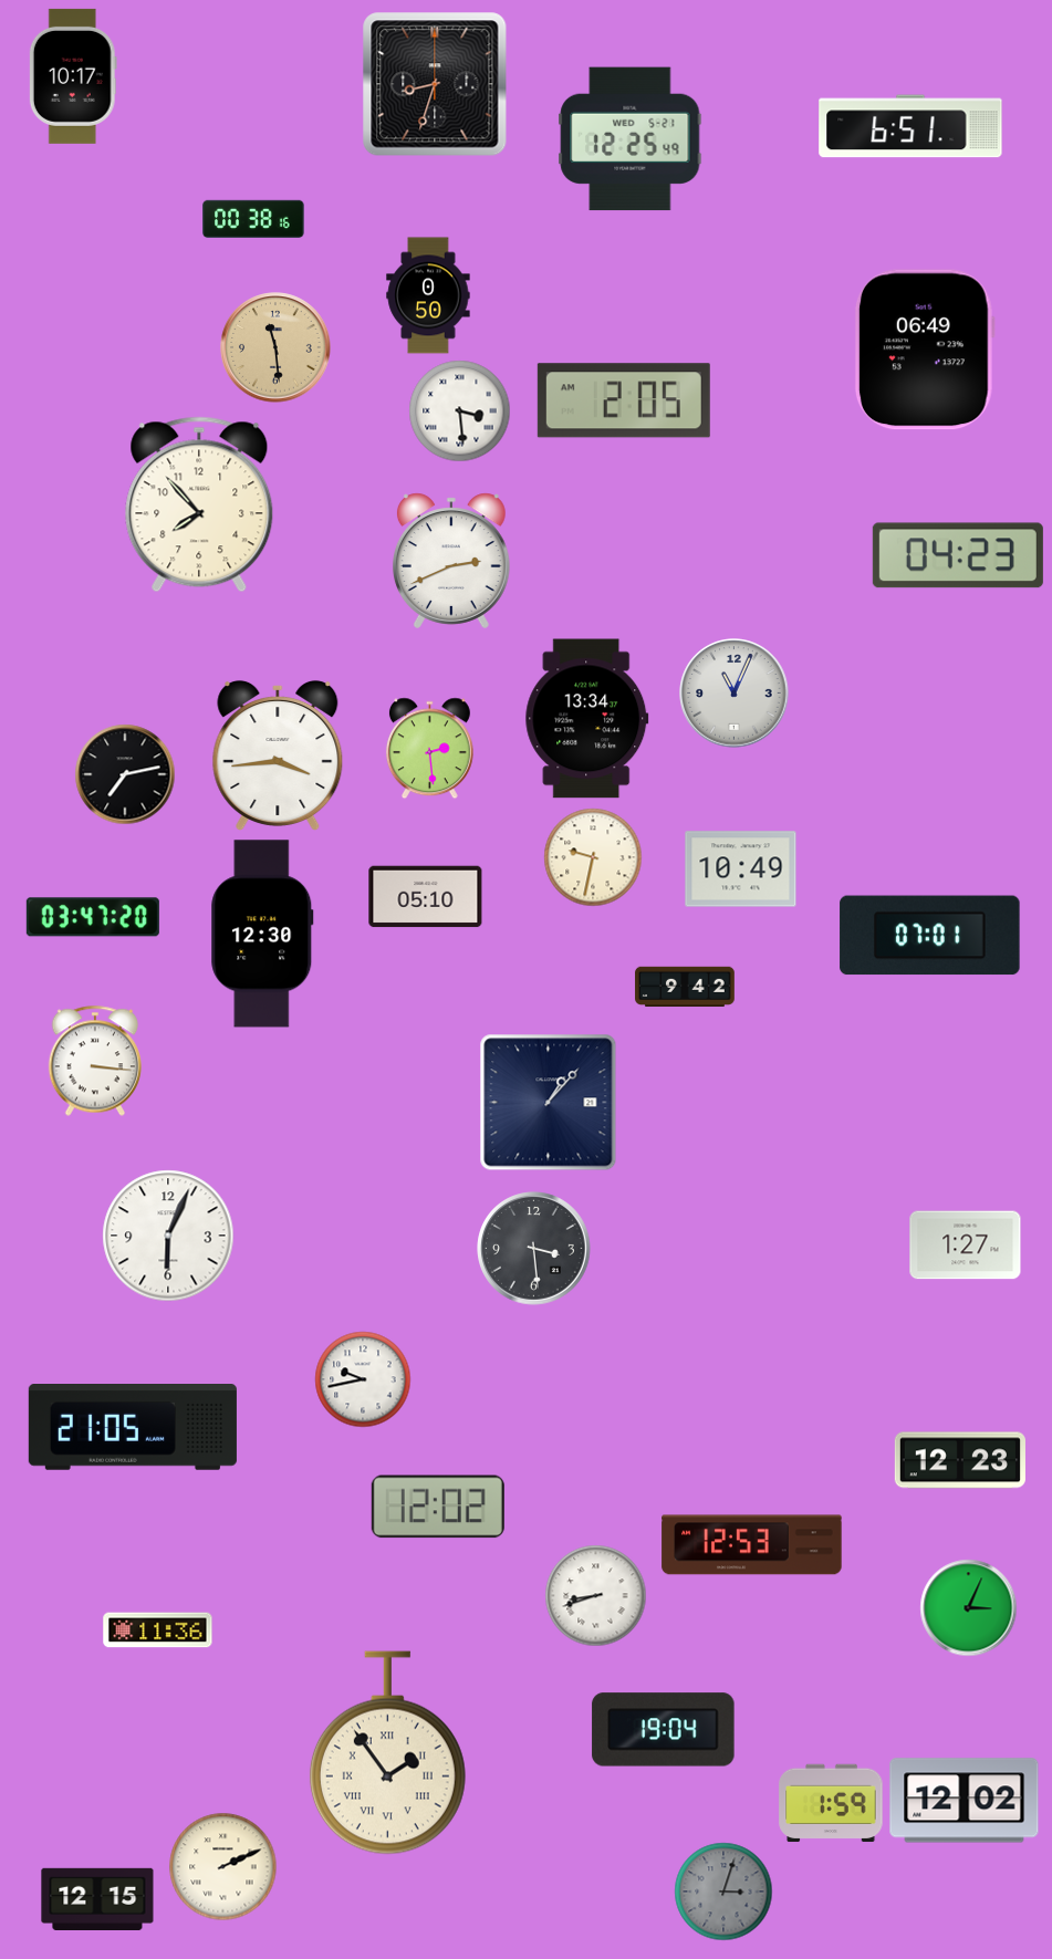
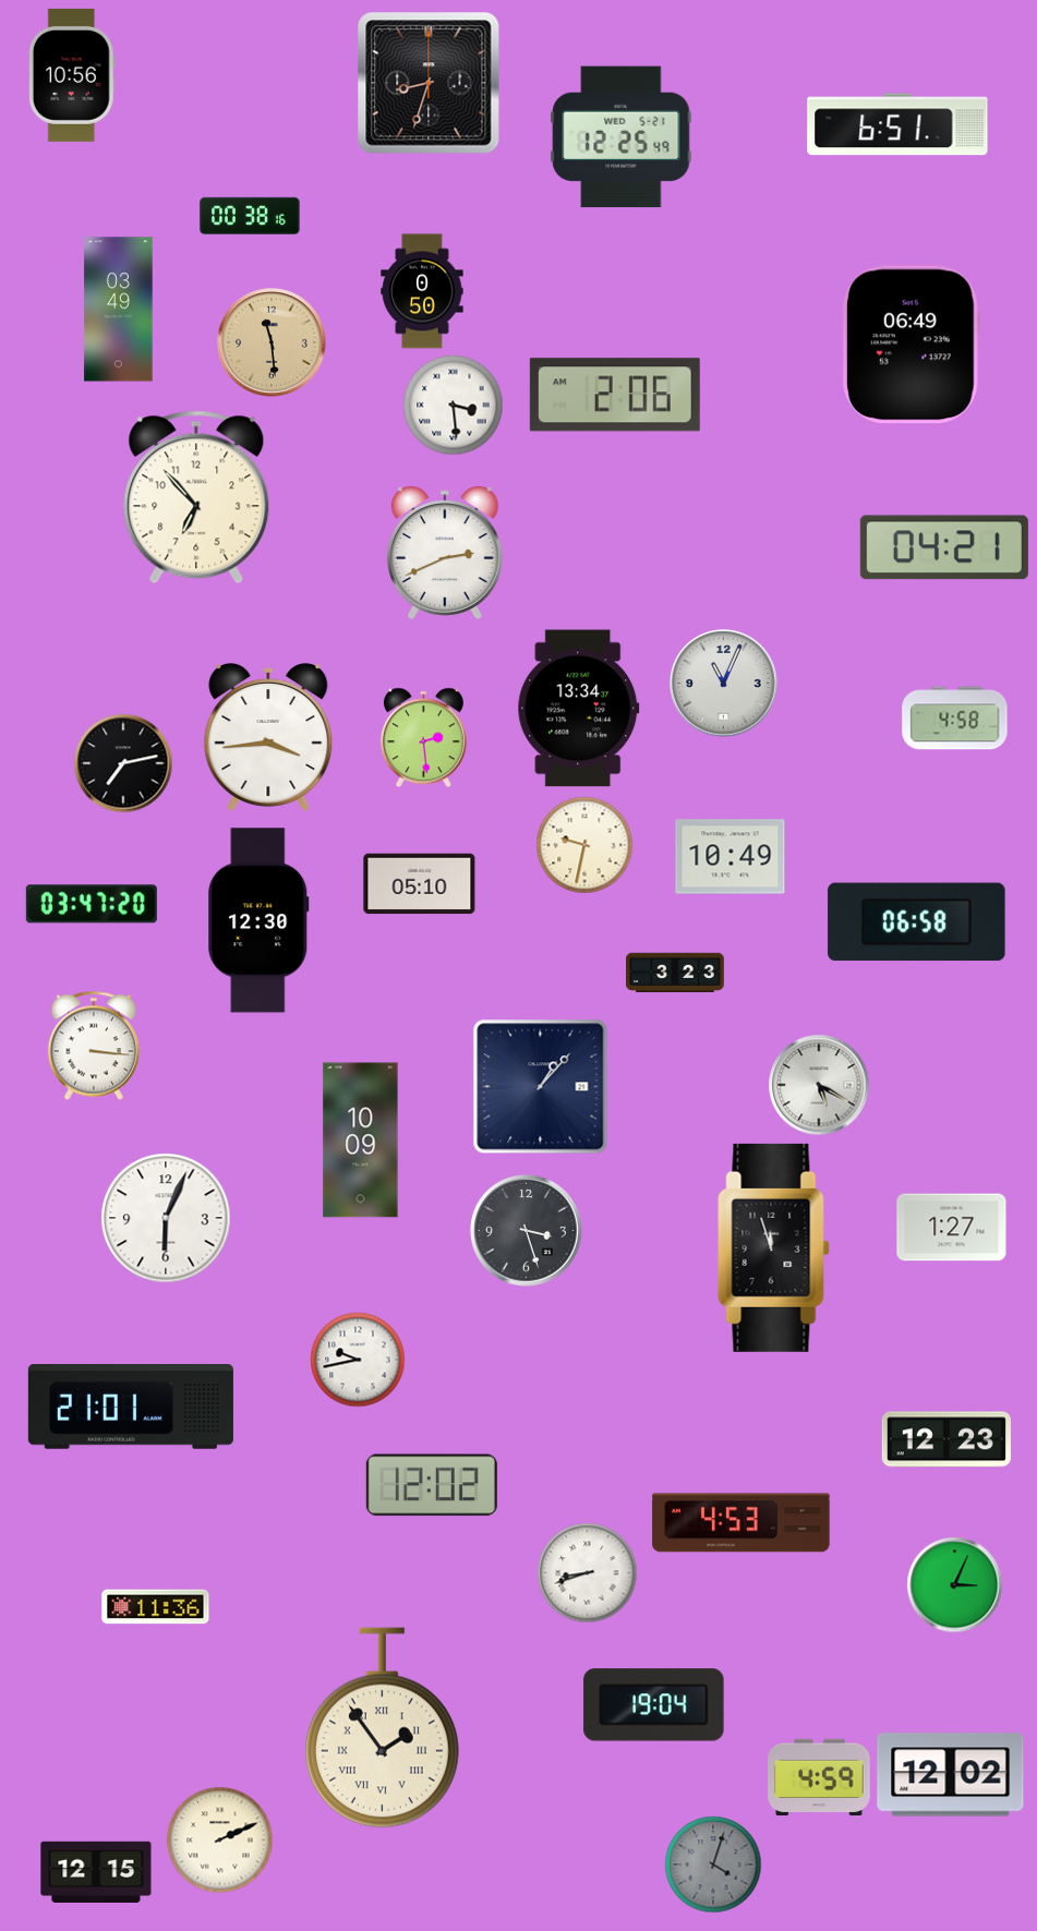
clock at (73, 76): 10:17 -> 10:56
clock at (119, 310): none -> 03:49
clock at (624, 400): 2:05 -> 2:06
clock at (199, 504): 7:53 -> 6:53
clock at (958, 555): 04:23 -> 04:21
clock at (955, 719): none -> 4:58
clock at (278, 756) position: (278, 756) -> (268, 737)
clock at (930, 936): 07:01 -> 06:58
clock at (685, 987): 9:42 -> 3:23
clock at (819, 1085): none -> 5:20
clock at (361, 1141): none -> 10:09
clock at (534, 1249): 3:29 -> 3:27
clock at (774, 1247): none -> 11:57
clock at (133, 1428): 21:05 -> 21:01
clock at (752, 1545): 12:53 -> 4:53
clock at (831, 1803): 1:59 -> 4:59
clock at (723, 1892): 3:03 -> 4:03
